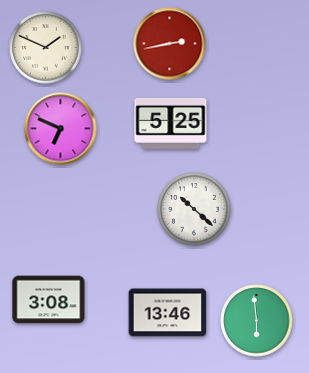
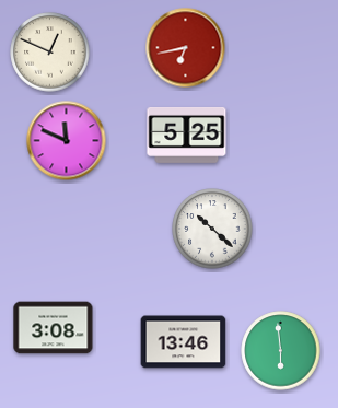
clock at (170, 44): 2:43 -> 6:43
clock at (46, 48): 1:49 -> 12:49
clock at (61, 129): 6:49 -> 11:49
